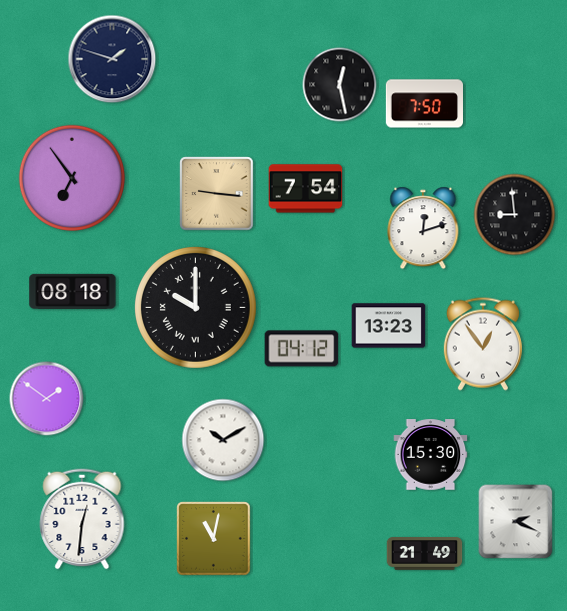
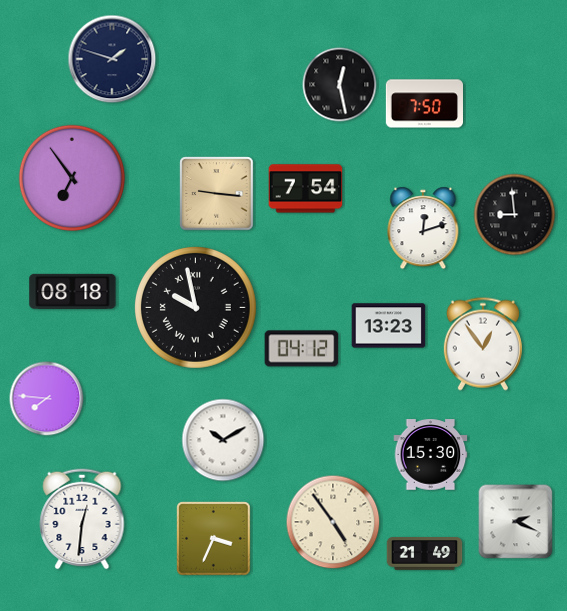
clock at (195, 307): 10:00 -> 9:58
clock at (47, 399): 1:51 -> 7:46
clock at (333, 522): none -> 4:54
clock at (214, 539): 11:02 -> 3:34
